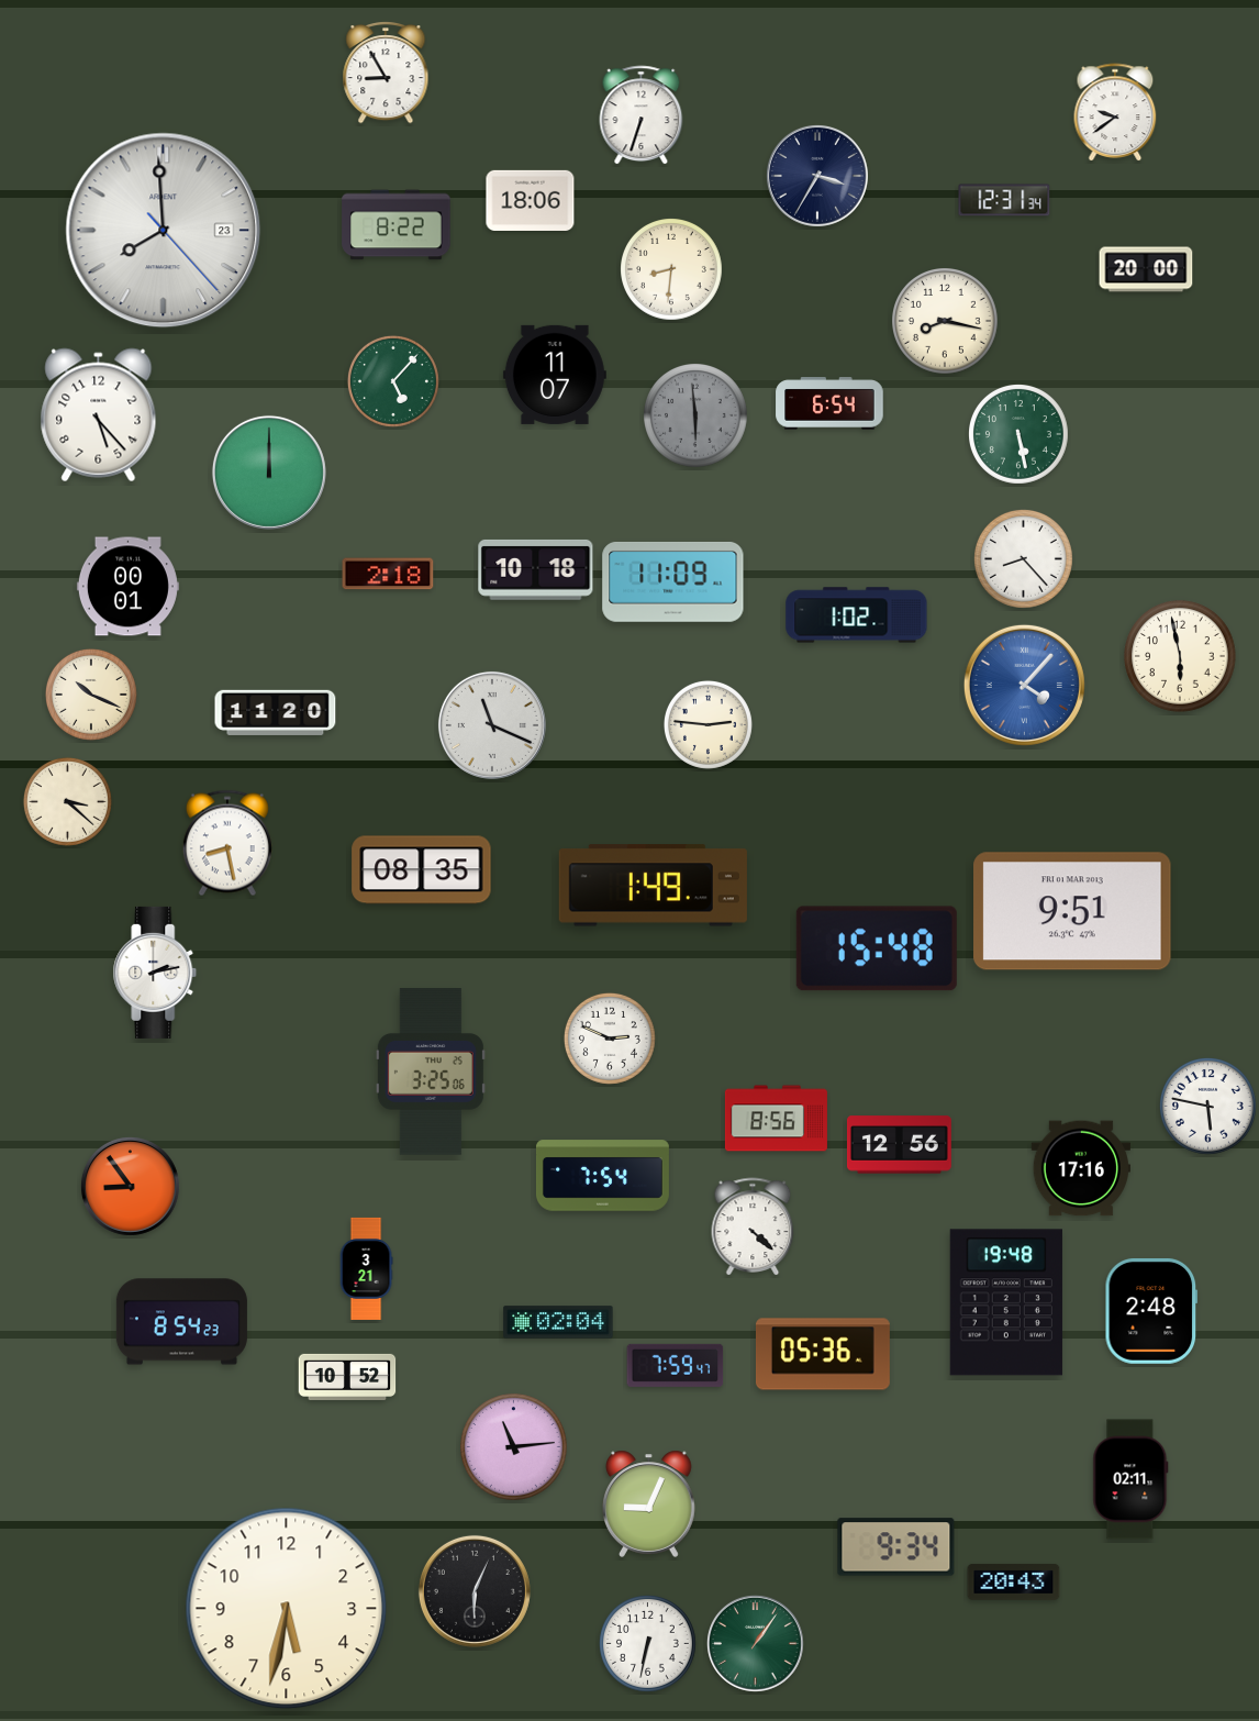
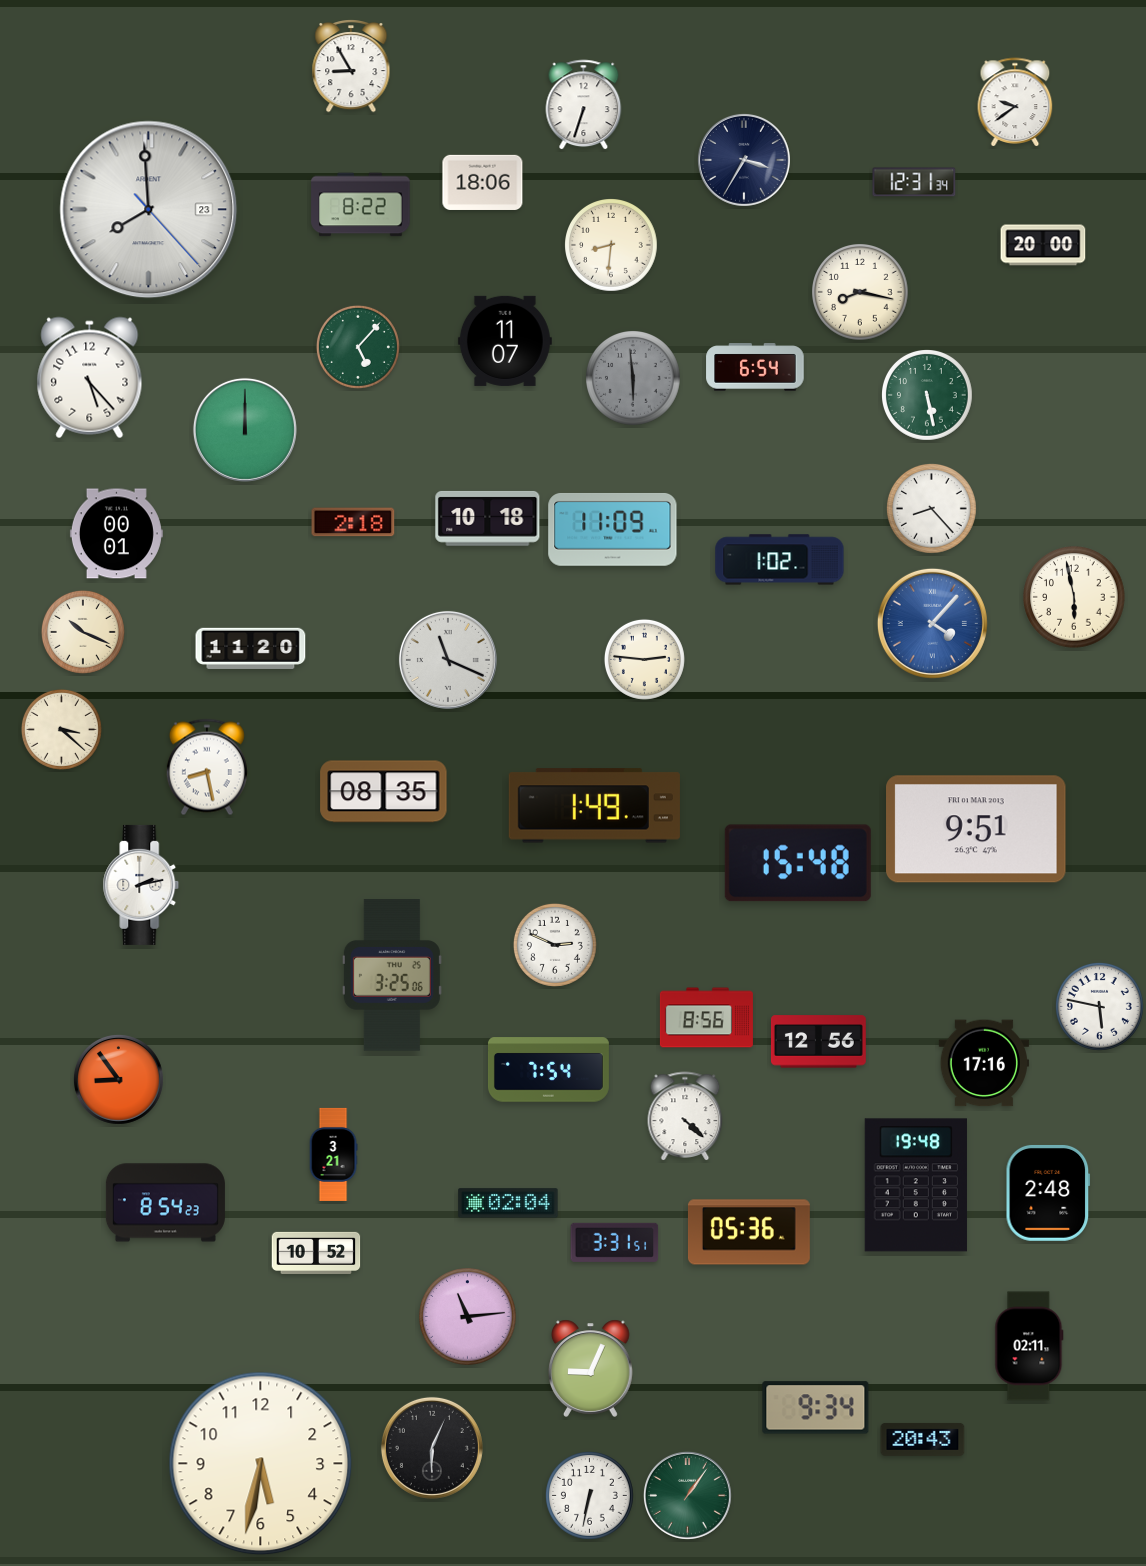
clock at (676, 1365): 7:59 -> 3:31
